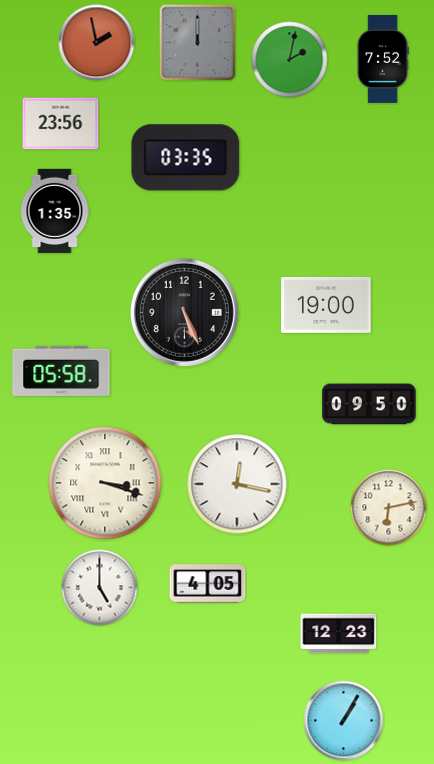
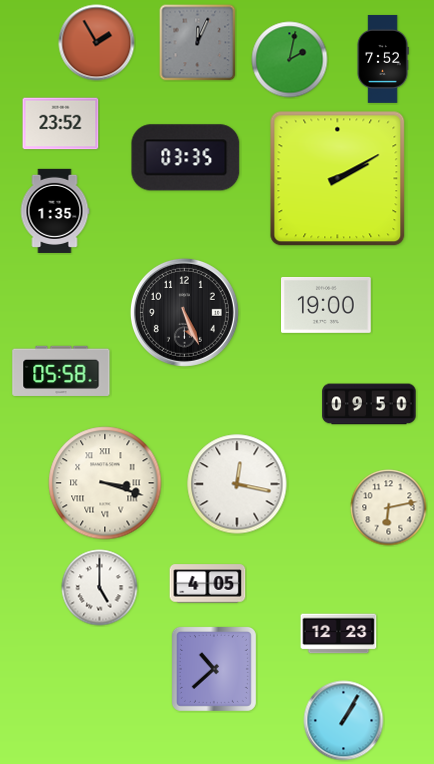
clock at (97, 43): 1:58 -> 1:55
clock at (198, 43): 12:00 -> 12:04
clock at (61, 124): 23:56 -> 23:52
clock at (338, 179): none -> 2:10
clock at (214, 669): none -> 10:38
